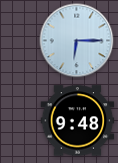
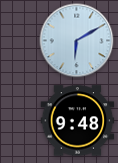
clock at (77, 41): 6:15 -> 6:10
